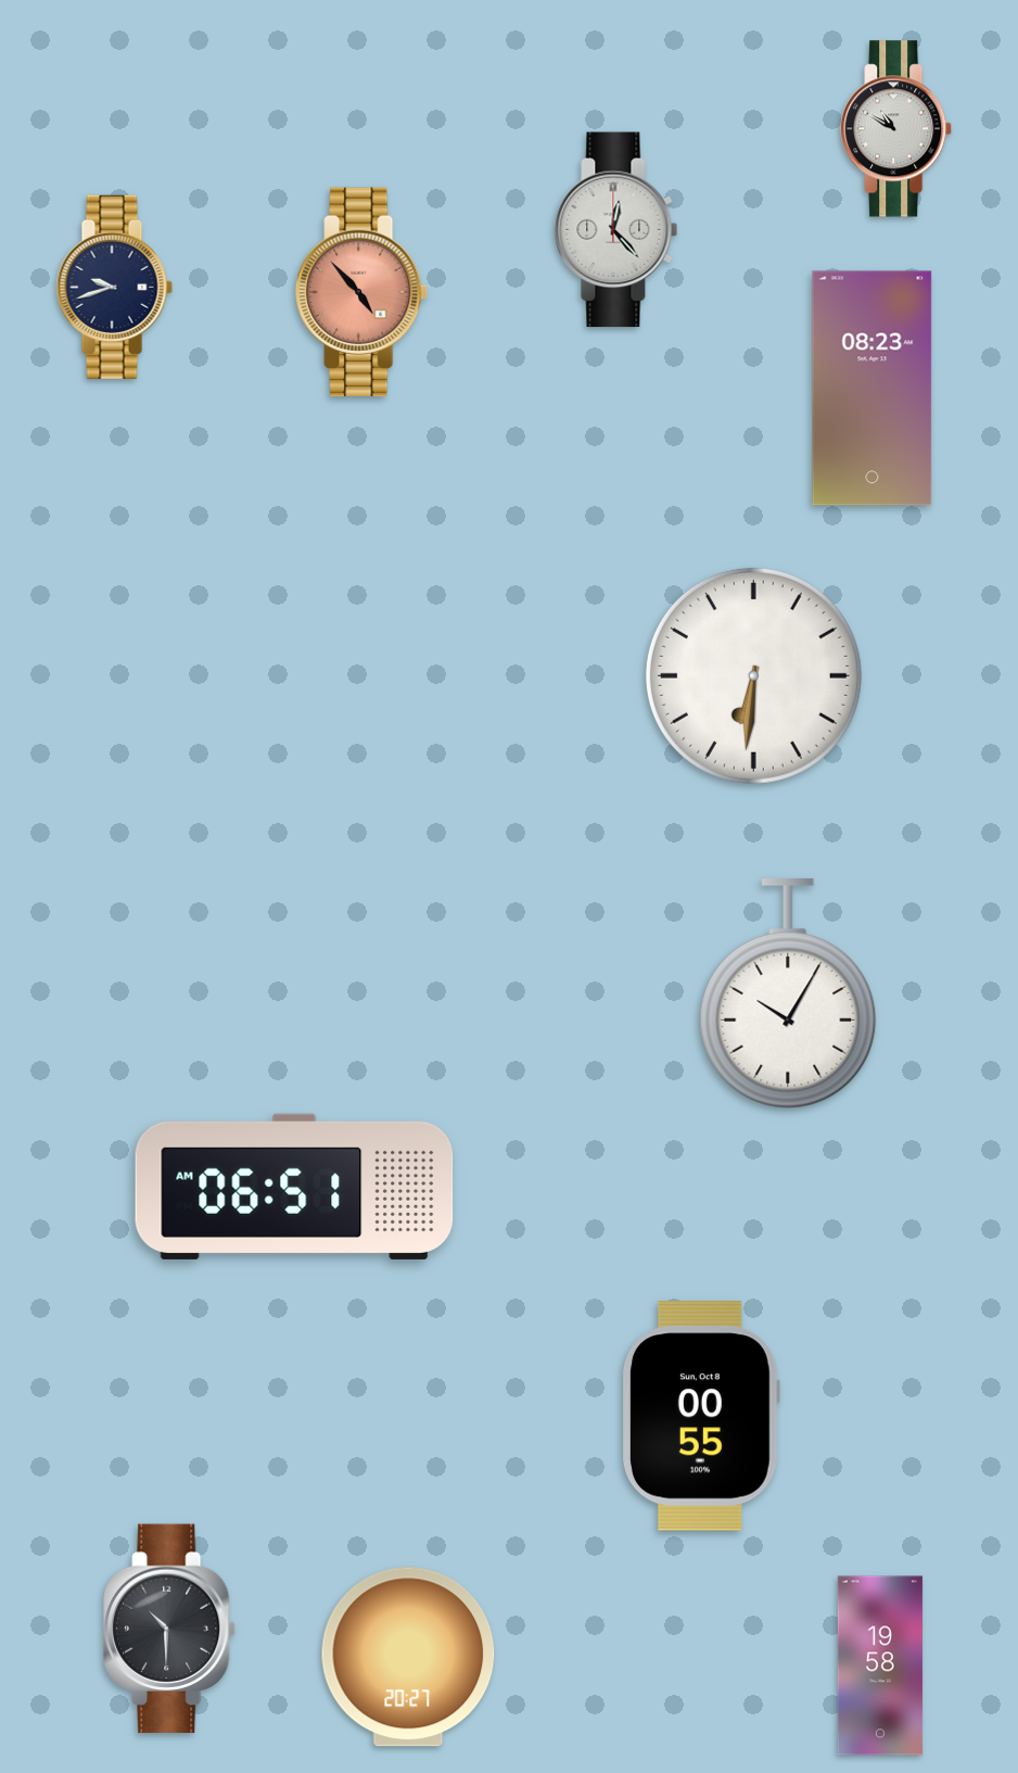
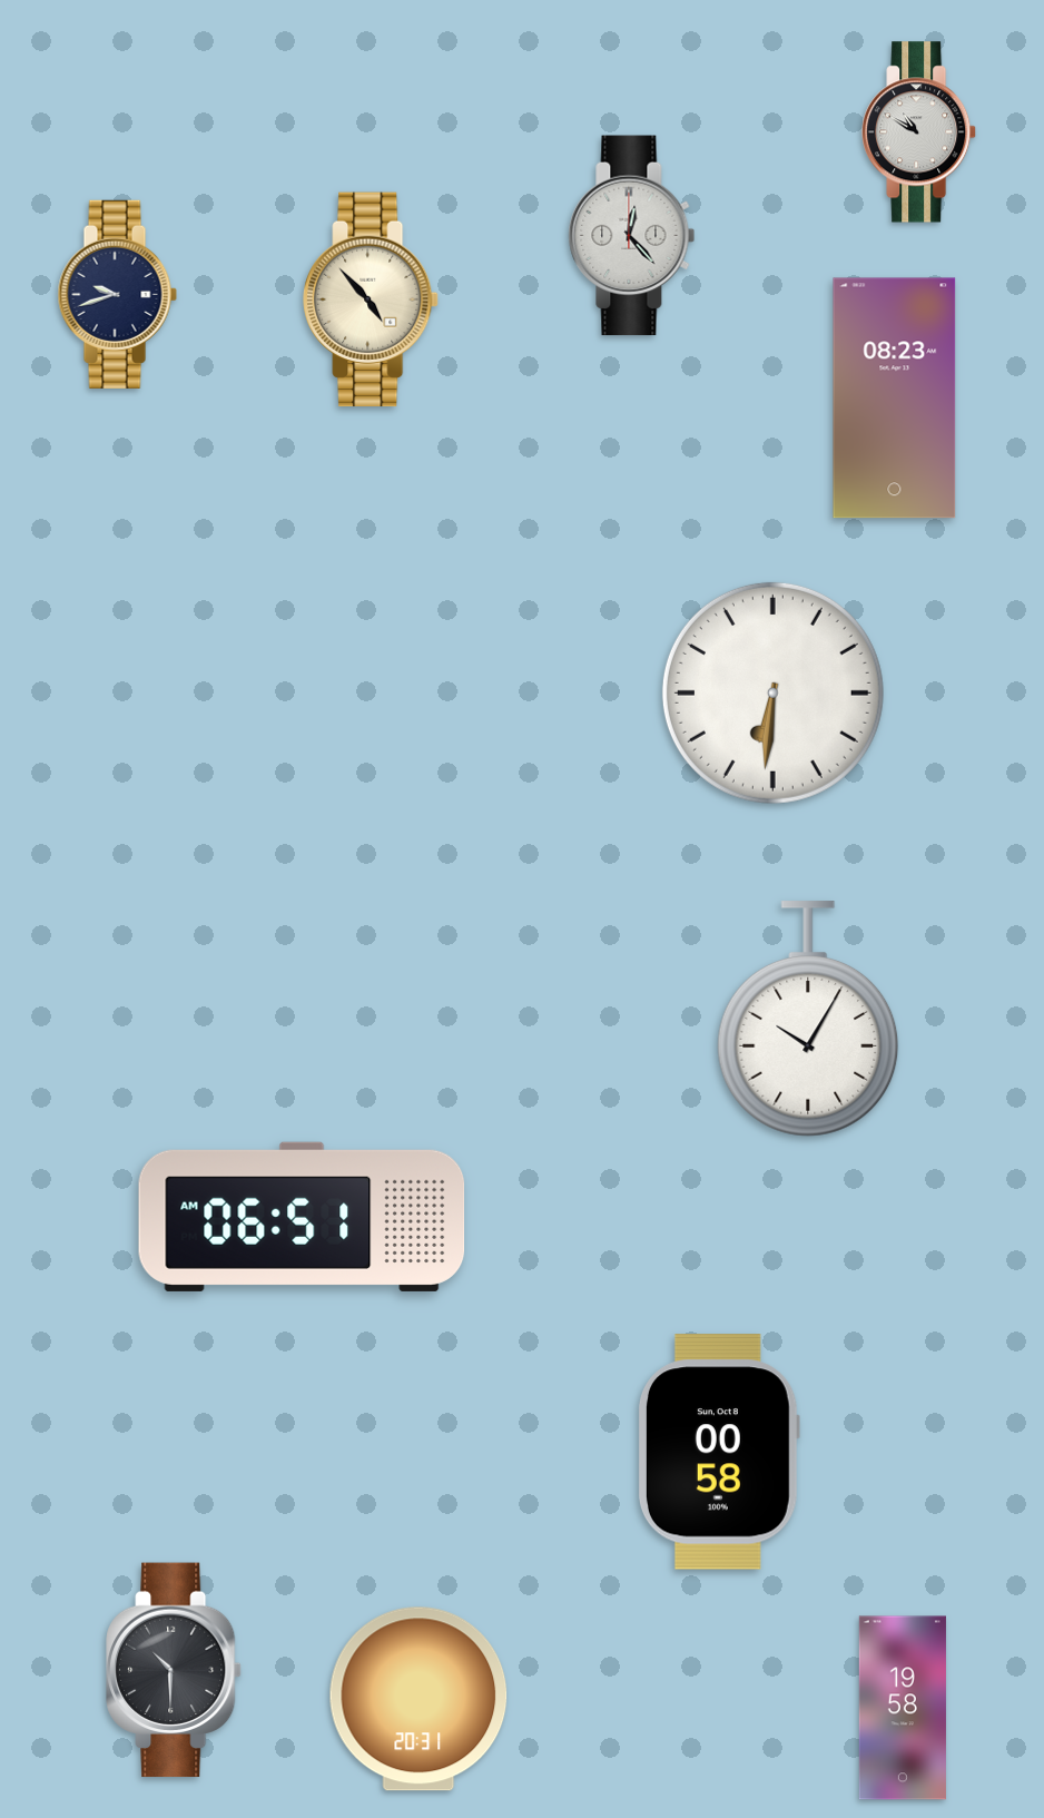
clock at (361, 292) dial: salmon -> cream
clock at (700, 1416): 00:55 -> 00:58
clock at (408, 1657): 20:27 -> 20:31
